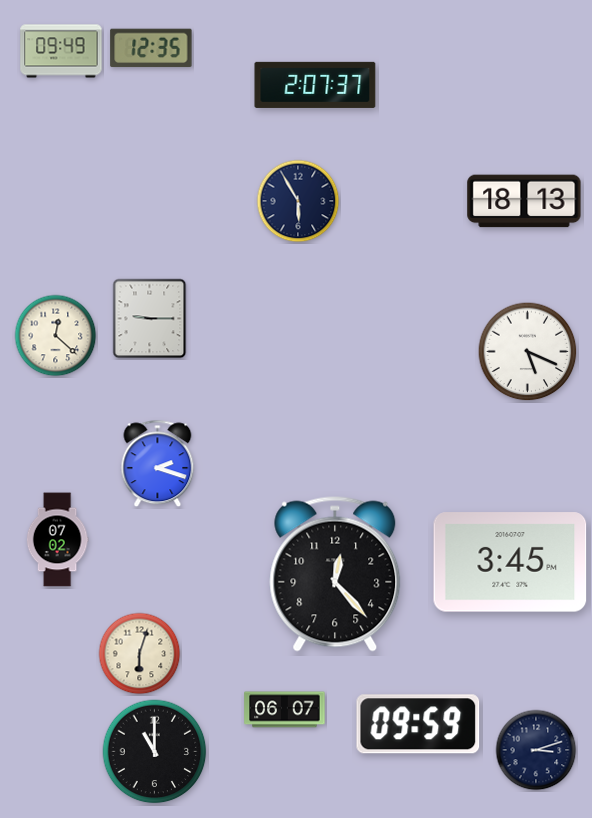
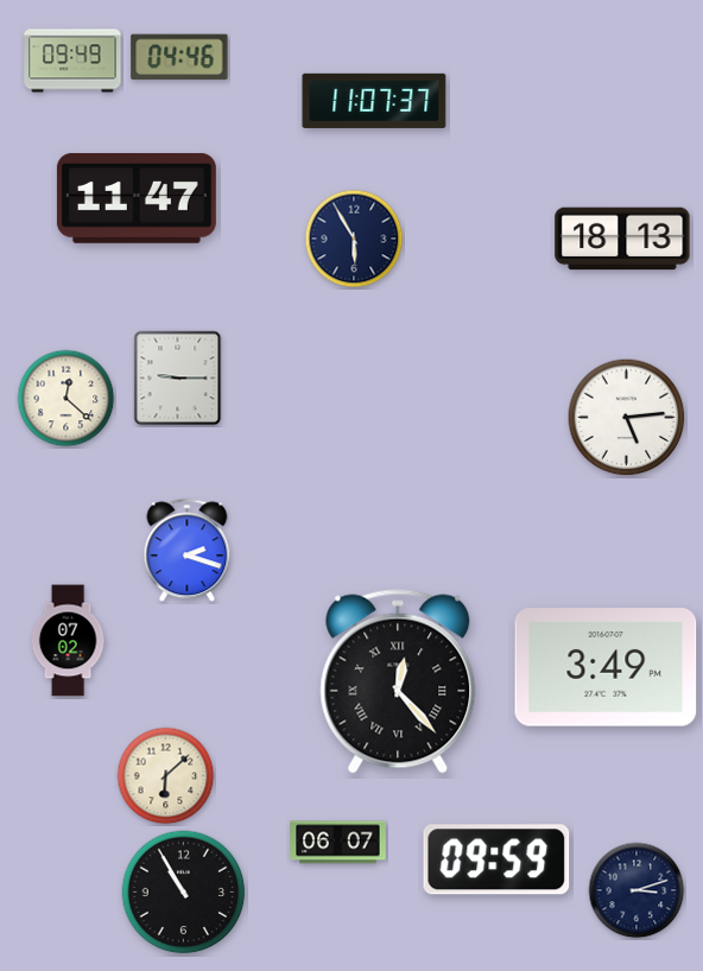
clock at (151, 48): 12:35 -> 04:46
clock at (315, 85): 2:07 -> 11:07
clock at (137, 198): none -> 11:47
clock at (528, 352): 5:19 -> 5:14
clock at (510, 562): 3:45 -> 3:49
clock at (335, 574) numerals: Arabic -> Roman
clock at (140, 654): 6:03 -> 6:08
clock at (155, 752): 11:00 -> 10:55
